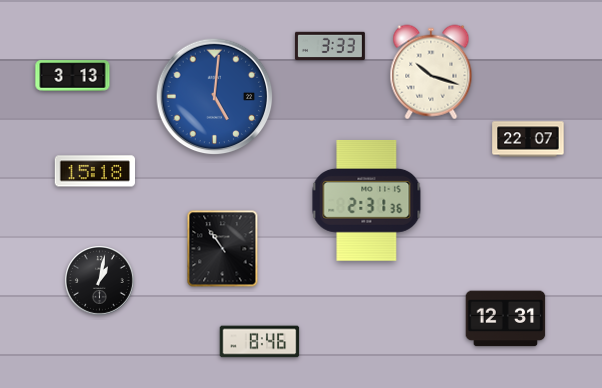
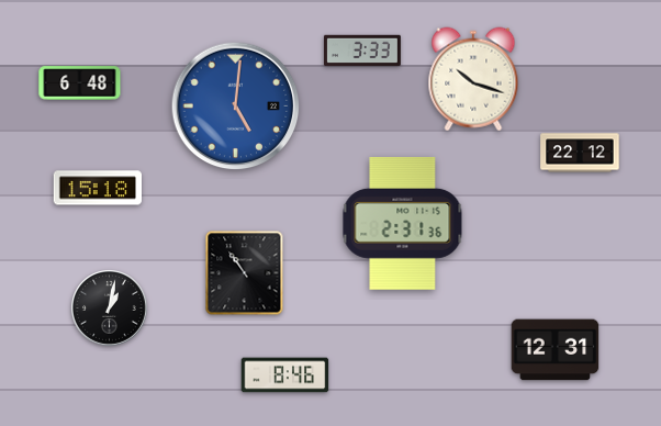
clock at (73, 76): 3:13 -> 6:48
clock at (528, 139): 22:07 -> 22:12
clock at (95, 171) position: (95, 171) -> (98, 188)
clock at (367, 200) position: (367, 200) -> (403, 223)
